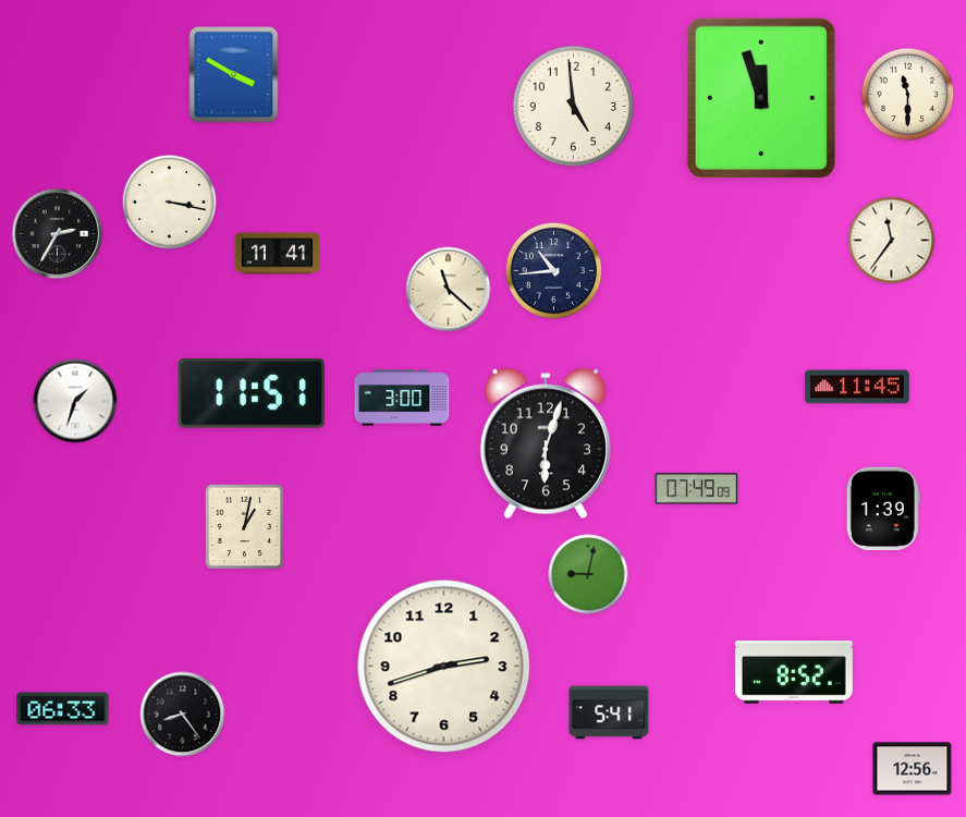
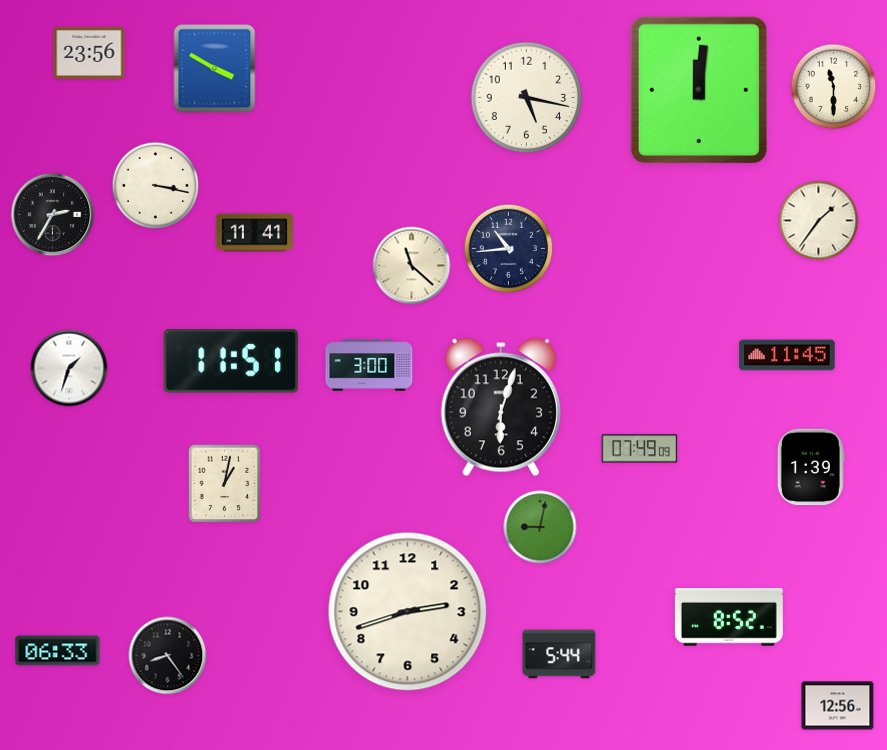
clock at (89, 53): none -> 23:56
clock at (761, 98): 11:57 -> 12:01
clock at (574, 107): 4:59 -> 5:17
clock at (892, 241): 11:36 -> 1:36
clock at (609, 712): 5:41 -> 5:44
